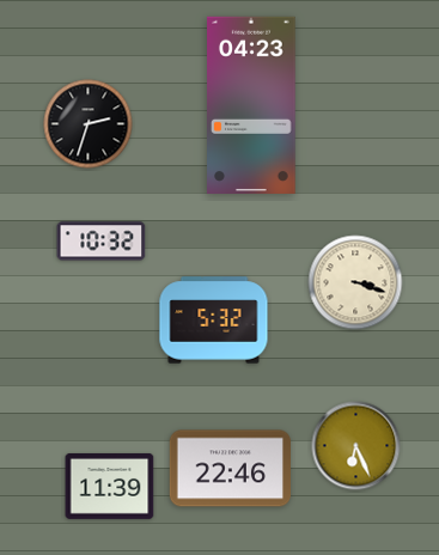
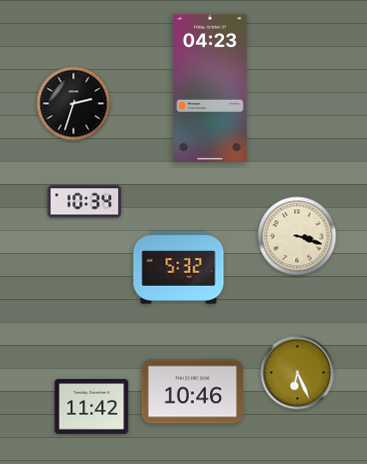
clock at (102, 242): 10:32 -> 10:34
clock at (230, 469): 22:46 -> 10:46
clock at (110, 486): 11:39 -> 11:42
